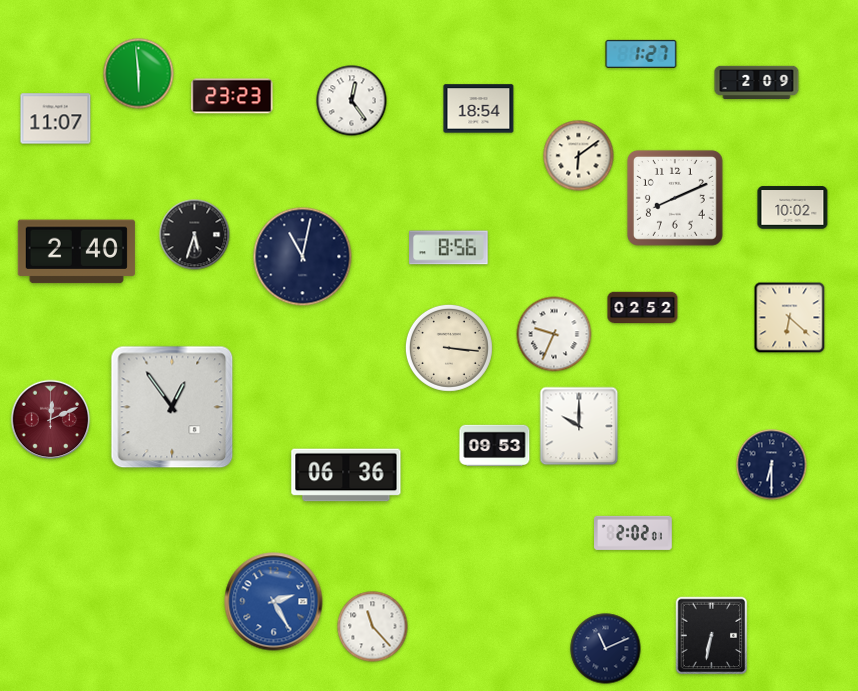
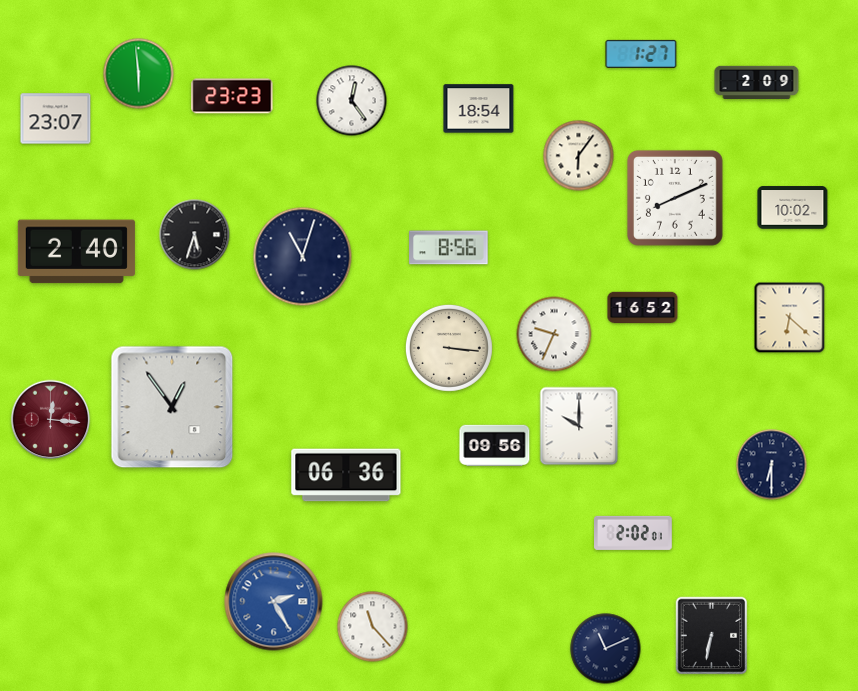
clock at (56, 119): 11:07 -> 23:07
clock at (579, 156): 6:09 -> 6:06
clock at (303, 257): 11:02 -> 11:03
clock at (643, 308): 02:52 -> 16:52
clock at (51, 420): 12:11 -> 12:16
clock at (495, 446): 09:53 -> 09:56
